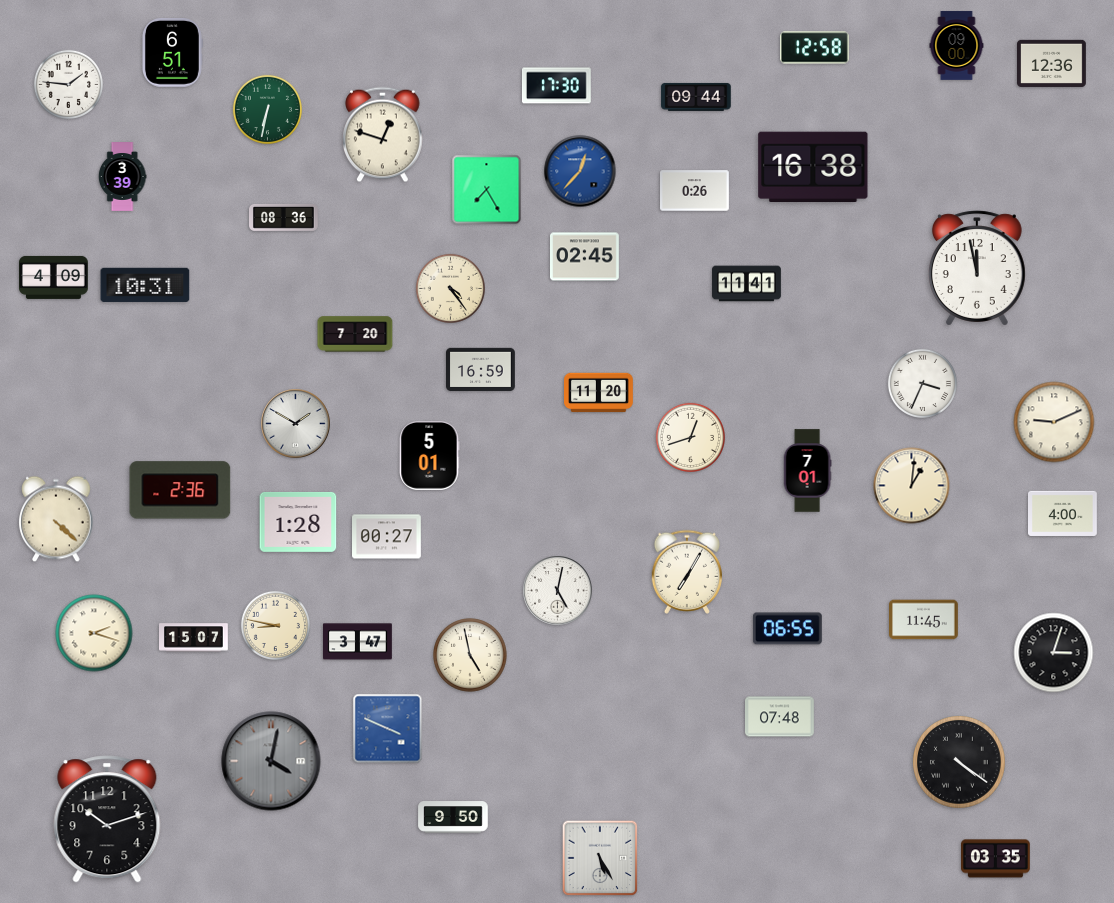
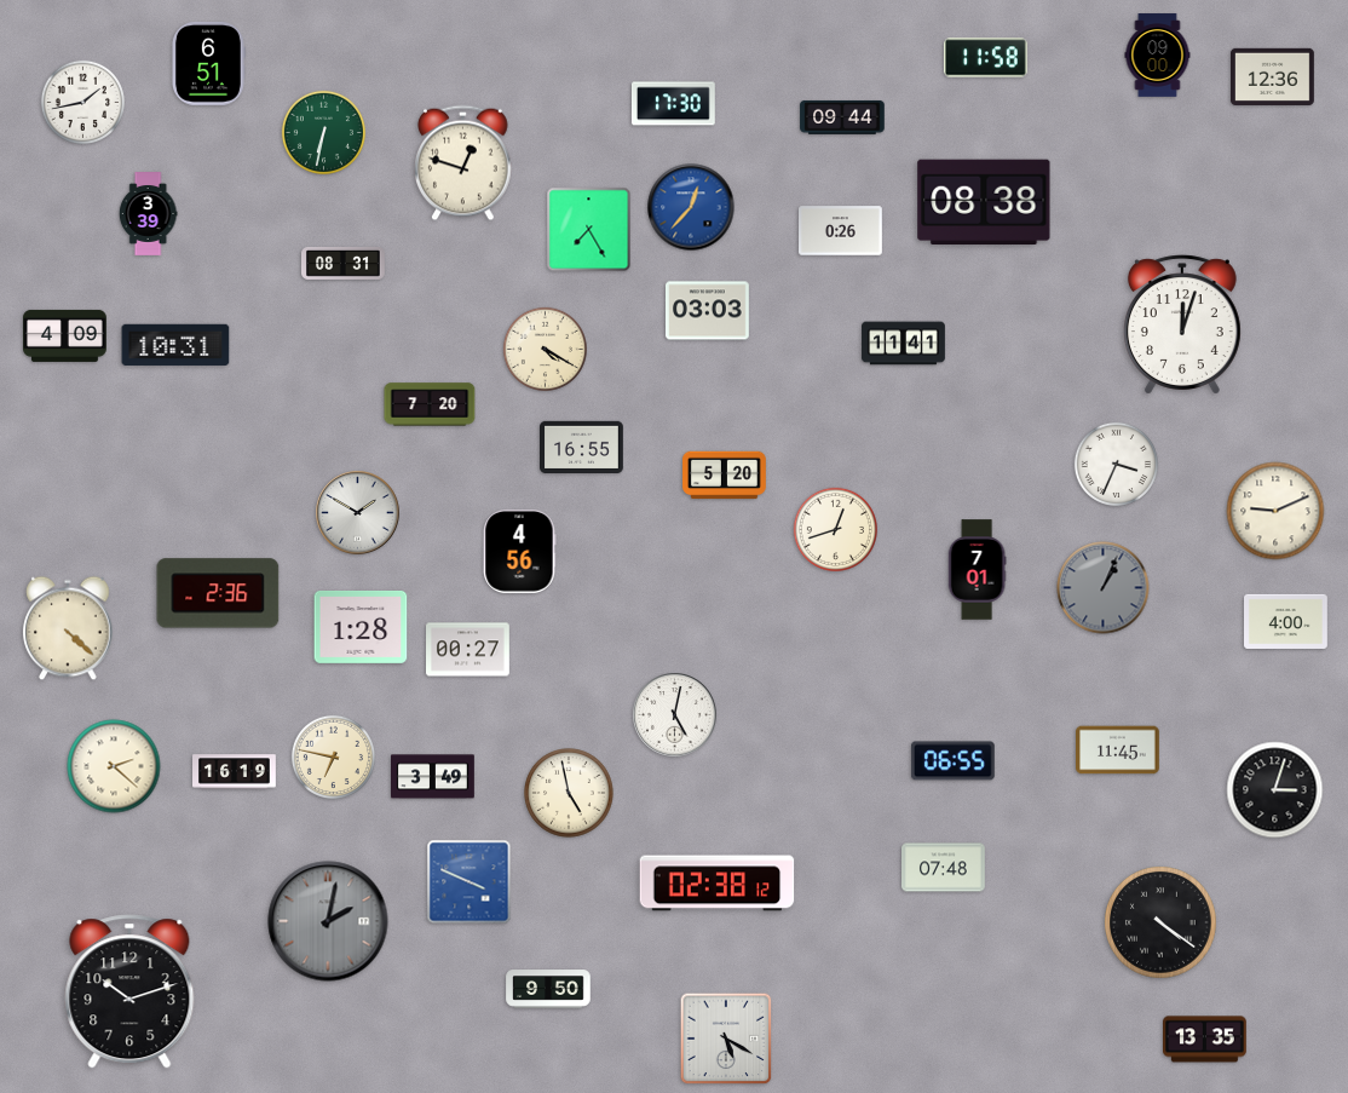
clock at (815, 48): 12:58 -> 11:58
clock at (68, 84): 1:46 -> 1:43
clock at (813, 166): 16:38 -> 08:38
clock at (580, 171) position: (580, 171) -> (691, 207)
clock at (284, 217): 08:36 -> 08:31
clock at (585, 257): 02:45 -> 03:03
clock at (977, 268): 11:58 -> 12:03
clock at (450, 288): 4:24 -> 4:20
clock at (481, 369): 16:59 -> 16:55
clock at (599, 393): 11:20 -> 5:20
clock at (429, 456): 5:01 -> 4:56
clock at (912, 486): 1:01 -> 1:04
clock at (912, 486) dial: cream -> grey
clock at (298, 522) position: (298, 522) -> (361, 627)
clock at (686, 572): 7:05 -> none
clock at (275, 625): 8:47 -> 6:47
clock at (94, 633): 2:18 -> 2:22
clock at (194, 638): 15:07 -> 16:19
clock at (358, 642): 3:47 -> 3:49
clock at (718, 884): none -> 02:38
clock at (271, 761): 4:02 -> 2:02
clock at (600, 858): 5:25 -> 5:20
clock at (996, 859): 03:35 -> 13:35
